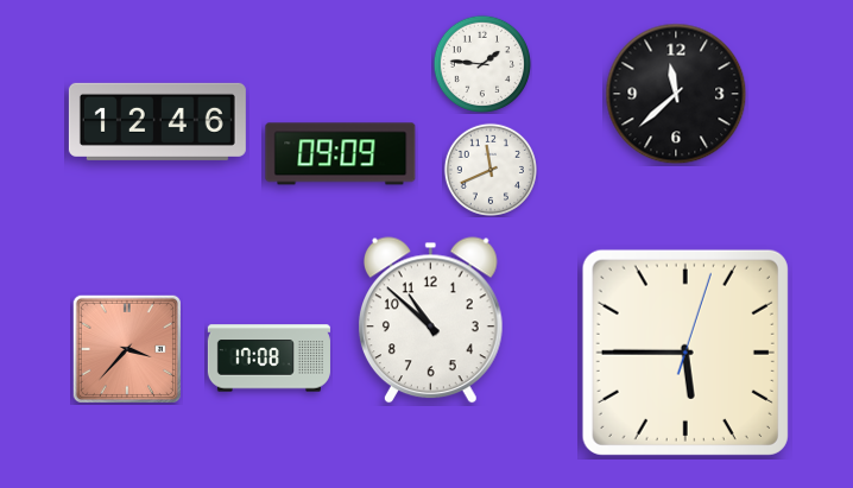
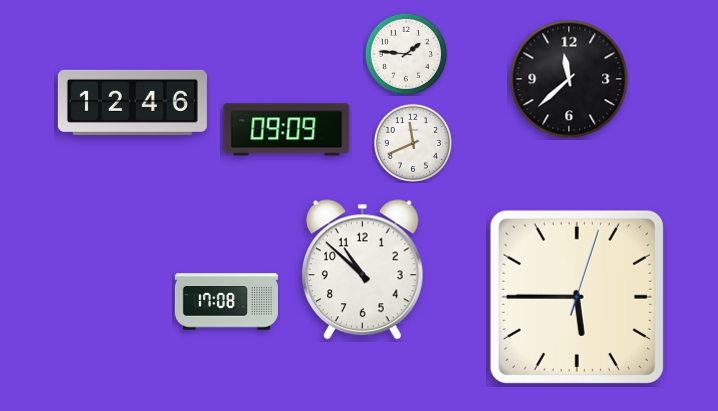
clock at (127, 349): 3:37 -> none
